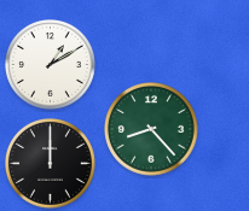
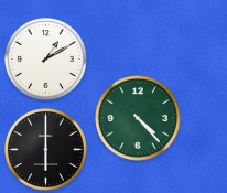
clock at (152, 130): 8:23 -> 4:23
clock at (51, 164): 12:00 -> 6:00
